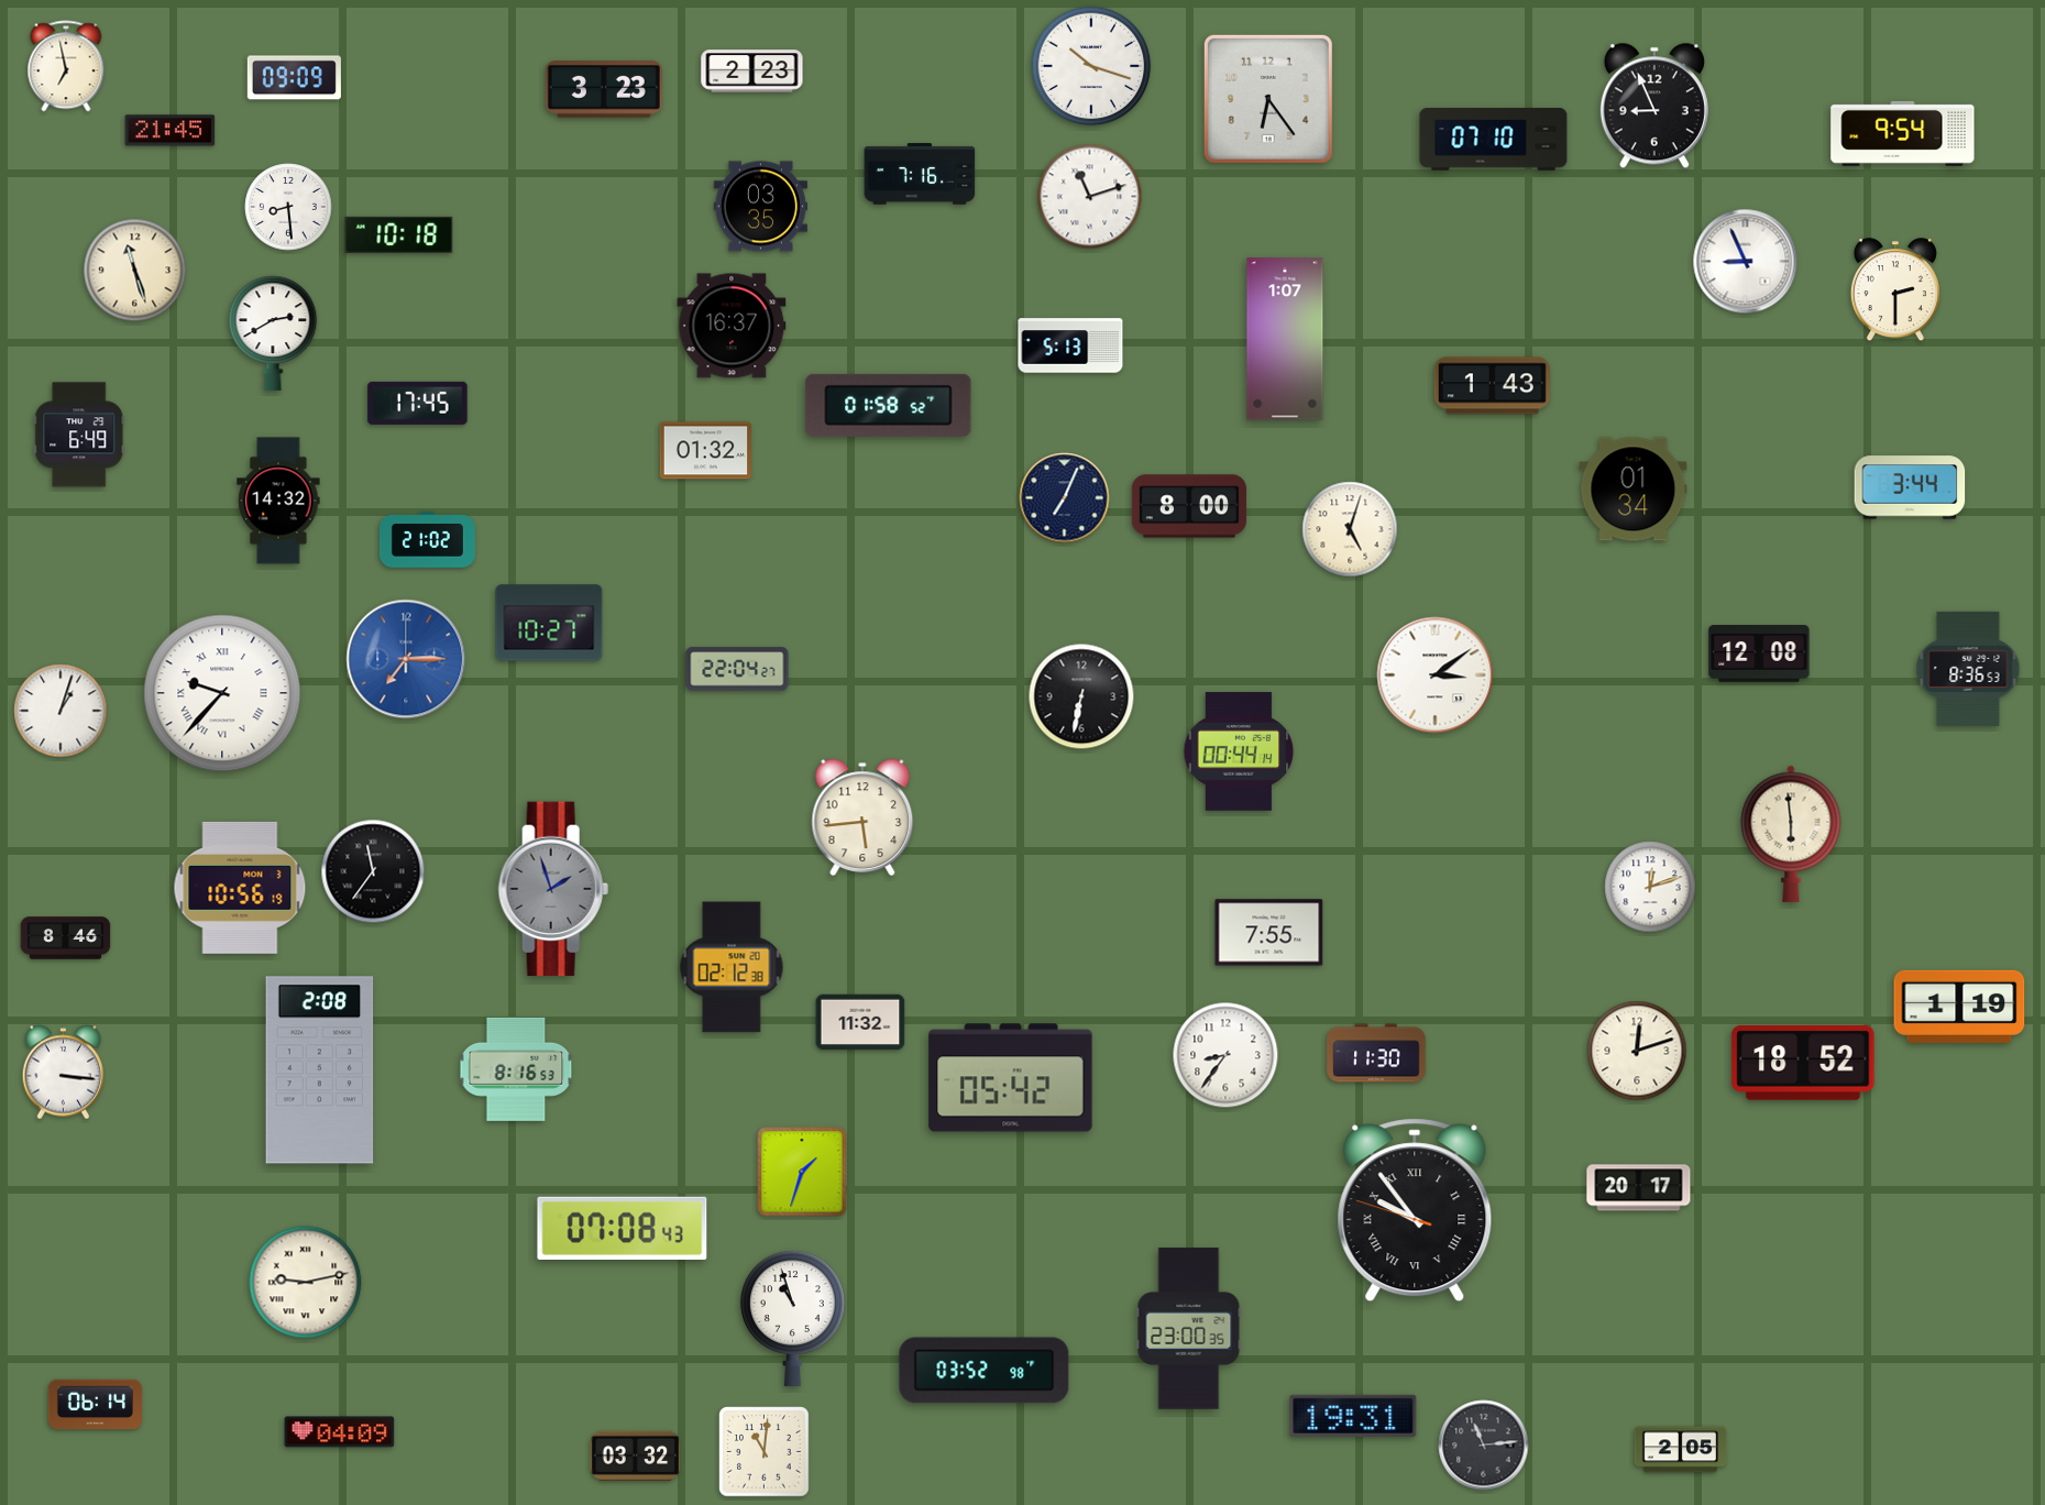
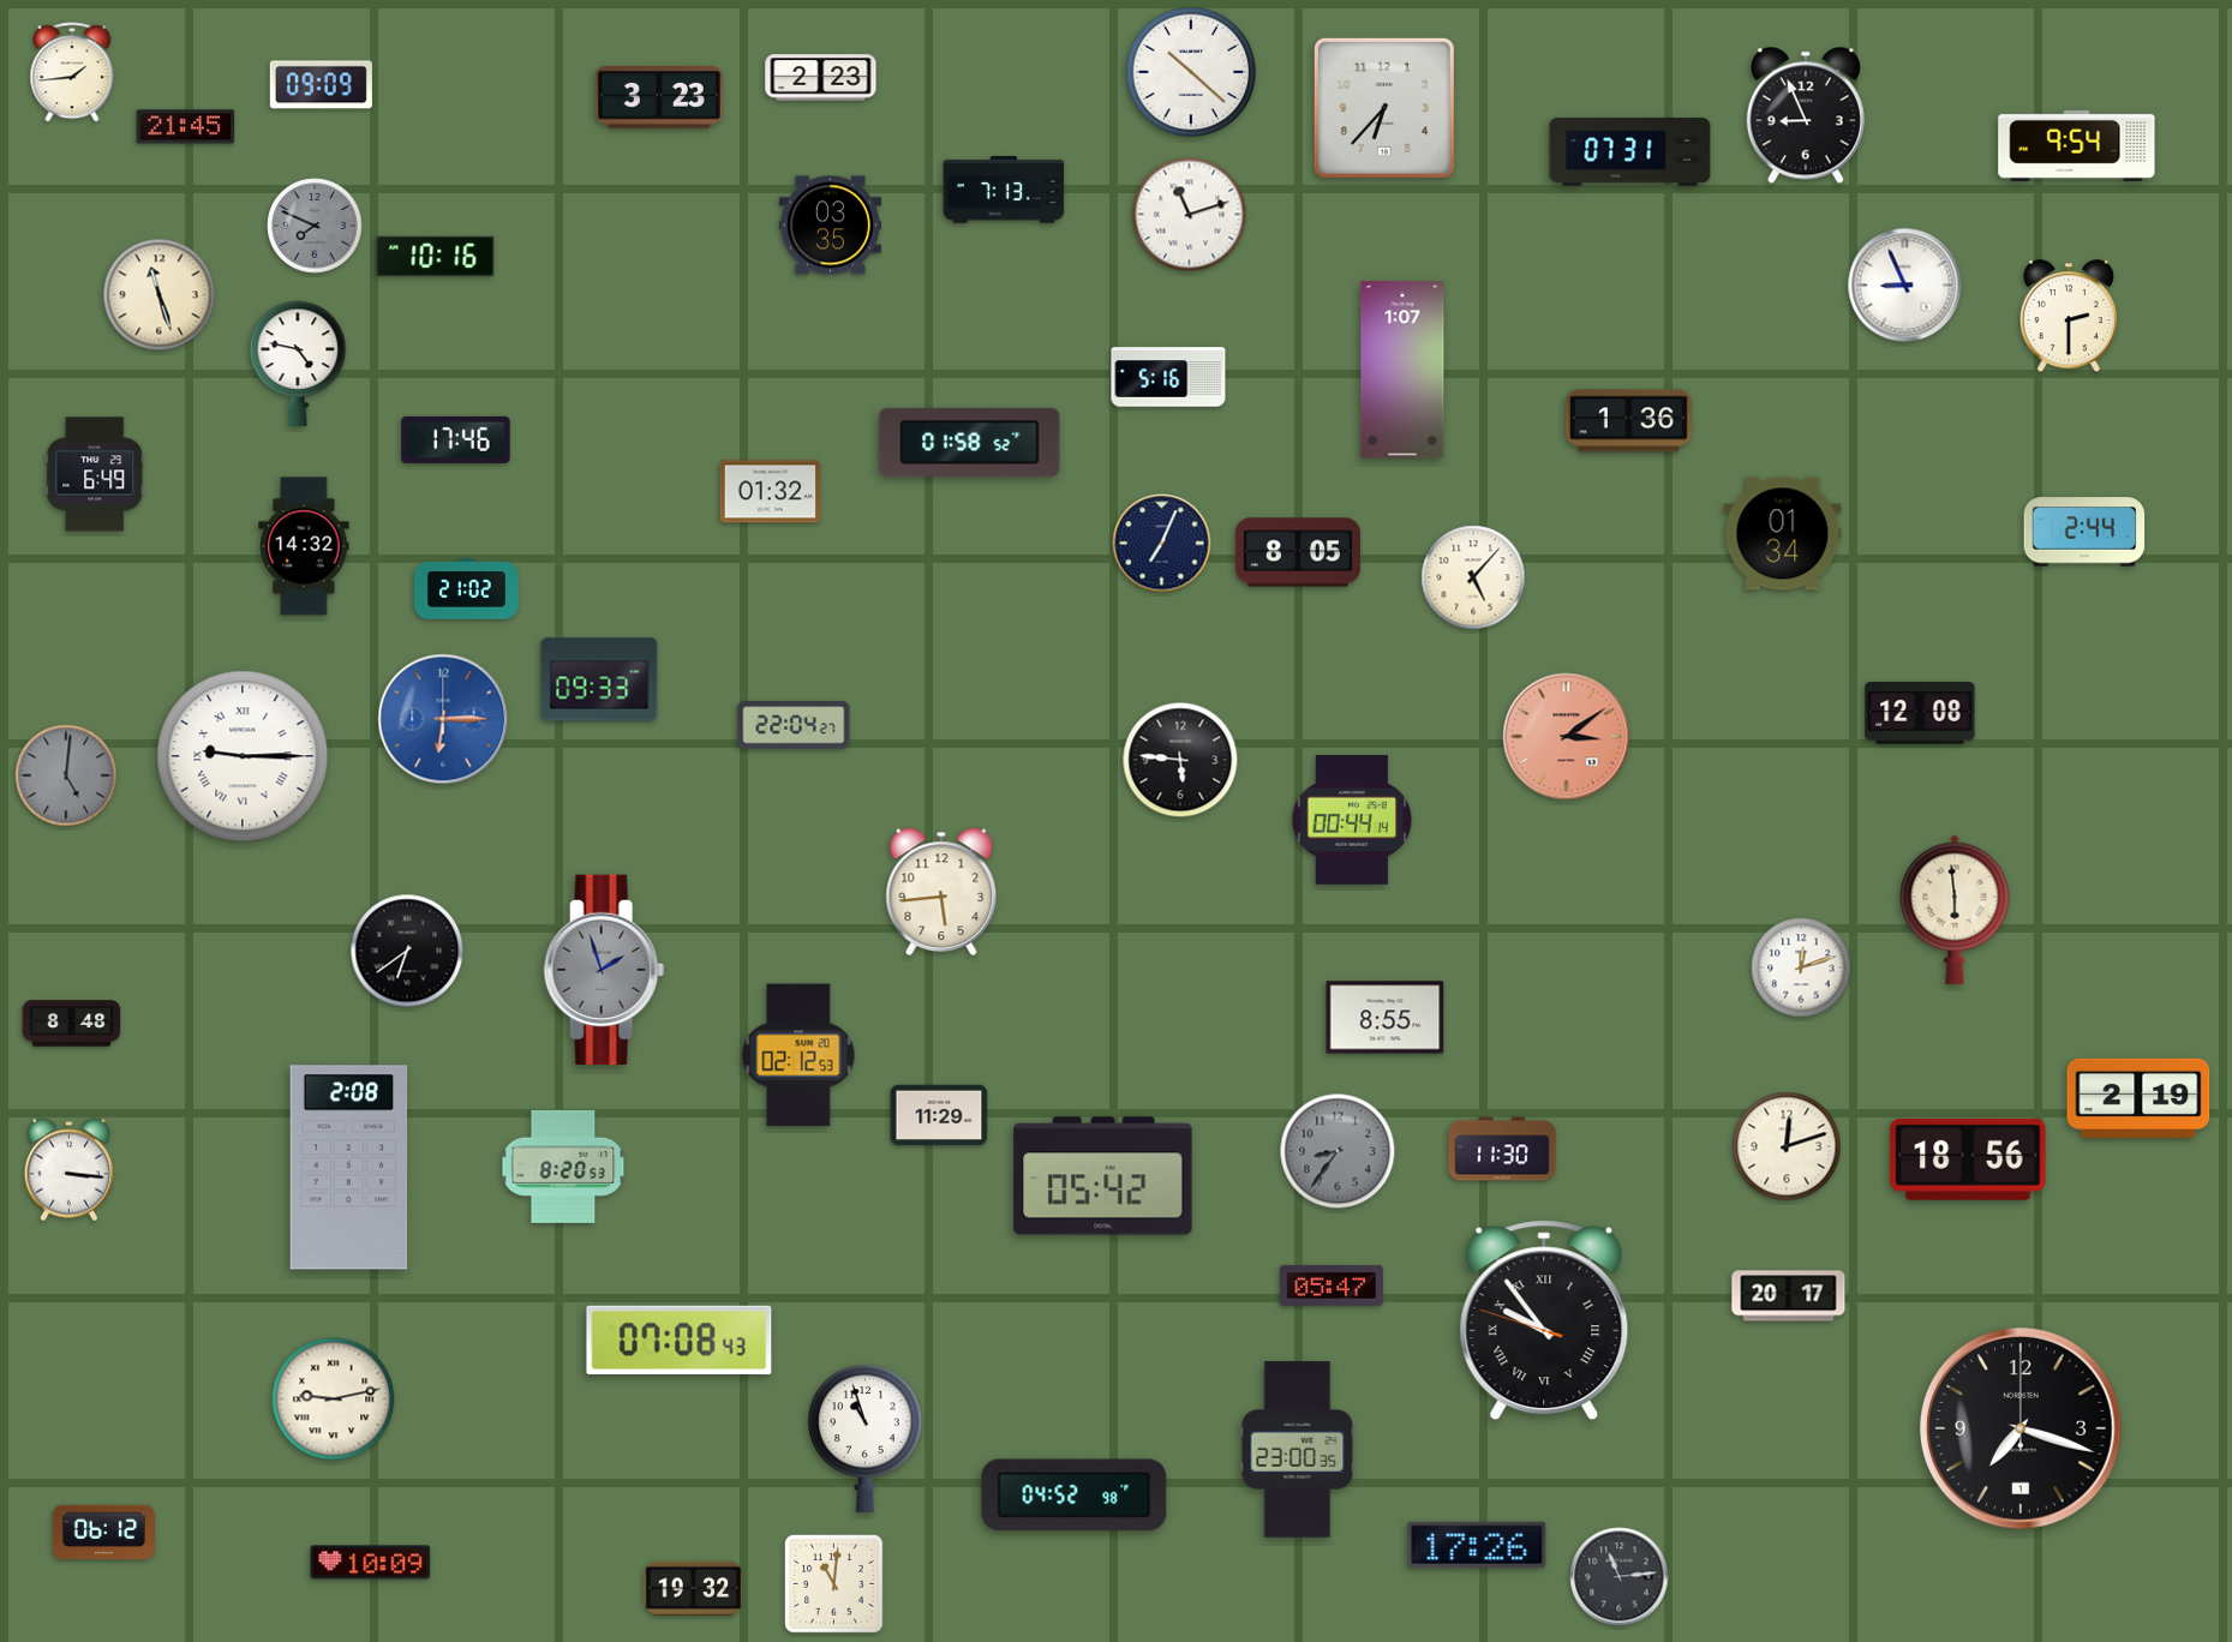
clock at (66, 66): 6:58 -> 1:44
clock at (1091, 66): 10:18 -> 10:22
clock at (1268, 99): 6:24 -> 6:37
clock at (171, 131) position: (171, 131) -> (186, 127)
clock at (1494, 140): 07:10 -> 07:31
clock at (920, 174): 7:16 -> 7:13
clock at (288, 207): 8:29 -> 7:49
clock at (288, 207) dial: white -> grey
clock at (399, 234): 10:18 -> 10:16
clock at (135, 271) position: (135, 271) -> (160, 295)
clock at (732, 326): 16:37 -> none
clock at (273, 333): 2:40 -> 4:47
clock at (1070, 345): 5:13 -> 5:16
clock at (1492, 386): 1:43 -> 1:36
clock at (418, 403): 17:45 -> 17:46
clock at (79, 435) position: (79, 435) -> (95, 474)
clock at (1910, 487): 3:44 -> 2:44
clock at (1189, 506): 8:00 -> 8:05
clock at (1350, 529): 5:03 -> 5:07
clock at (549, 623): 10:27 -> 09:33
clock at (406, 659): 7:15 -> 6:15
clock at (737, 669) position: (737, 669) -> (794, 725)
clock at (1968, 669): 8:36 -> none
clock at (1436, 675) dial: white -> salmon
clock at (222, 693): 9:37 -> 9:15
clock at (1081, 696): 6:32 -> 5:46
clock at (61, 711): 1:03 -> 5:01
clock at (61, 711) dial: white -> grey
clock at (373, 871): 11:36 -> 6:39
clock at (240, 888): 10:56 -> none
clock at (1269, 933): 7:55 -> 8:55
clock at (66, 938): 8:46 -> 8:48
clock at (732, 967): 02:12:38 -> 02:12:53
clock at (1959, 1007): 1:19 -> 2:19
clock at (860, 1022): 11:32 -> 11:29
clock at (1225, 1055) dial: white -> grey
clock at (1803, 1063): 18:52 -> 18:56
clock at (516, 1069): 8:16 -> 8:20
clock at (802, 1172): 1:33 -> none
clock at (1332, 1286): none -> 05:47
clock at (2022, 1430): none -> 7:18
clock at (985, 1371): 03:52 -> 04:52
clock at (95, 1405): 06:14 -> 06:12
clock at (1353, 1416): 19:31 -> 17:26
clock at (340, 1432): 04:09 -> 10:09
clock at (1681, 1450): 2:05 -> none
clock at (636, 1455): 03:32 -> 19:32
